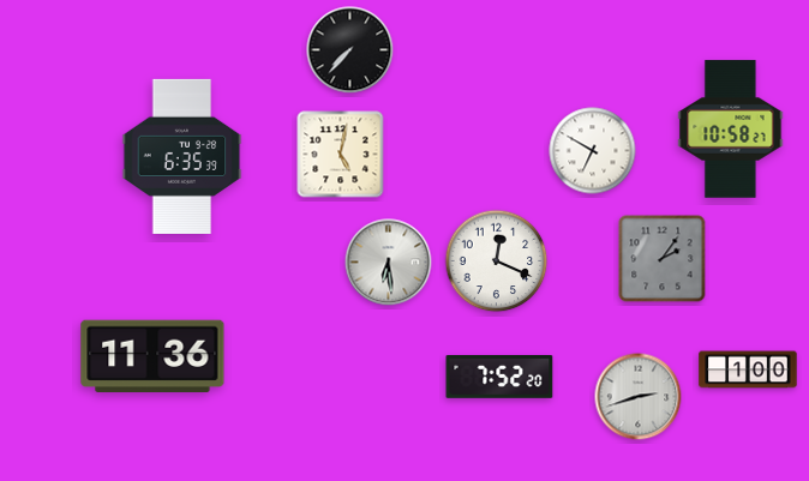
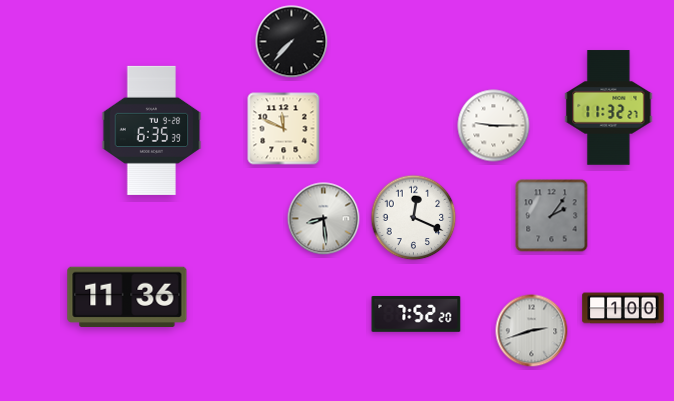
clock at (731, 130): 10:58 -> 11:32
clock at (593, 151): 6:50 -> 9:15
clock at (341, 155): 5:02 -> 11:49
clock at (389, 263): 6:29 -> 8:29
